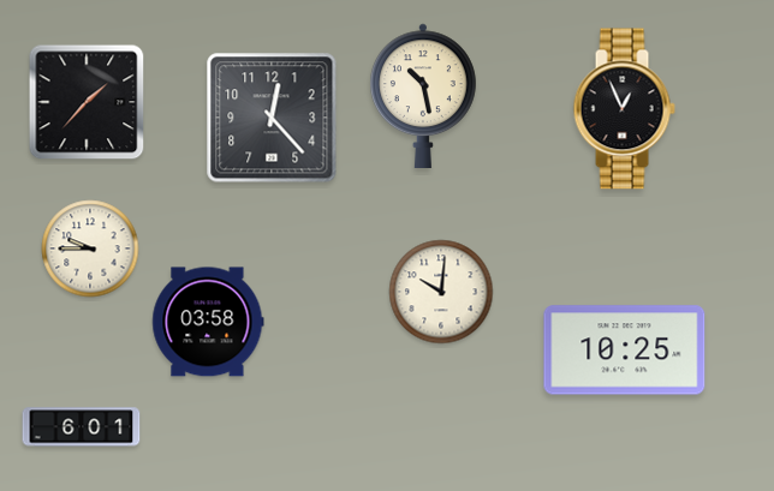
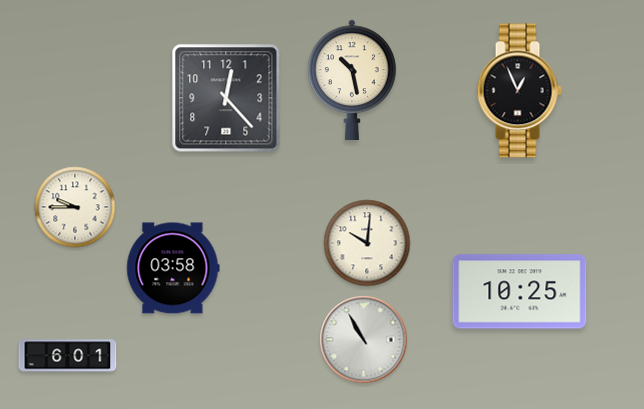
clock at (87, 102): 1:37 -> none
clock at (364, 340): none -> 10:55
